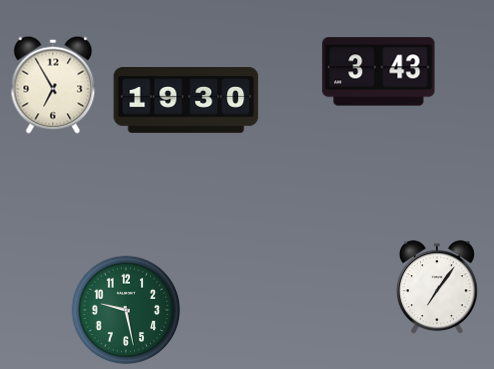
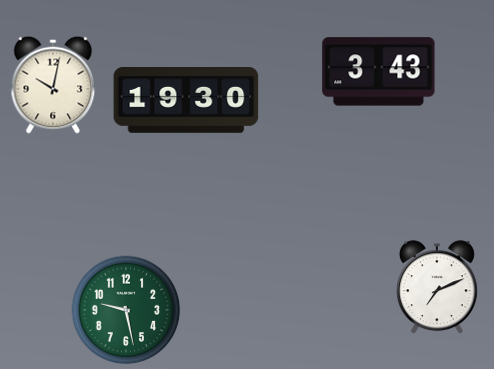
clock at (53, 85): 6:55 -> 10:02
clock at (437, 288): 7:06 -> 7:11
